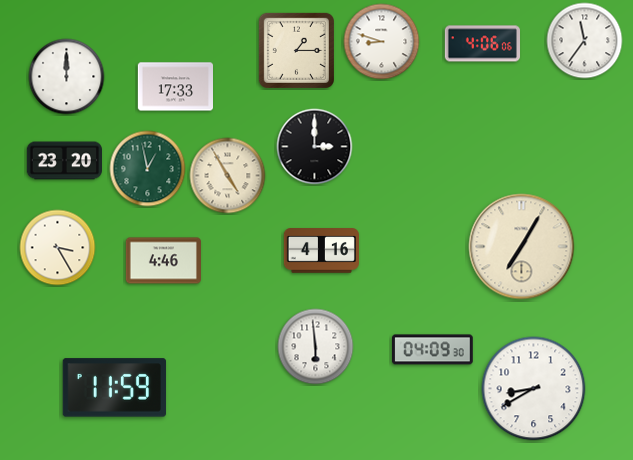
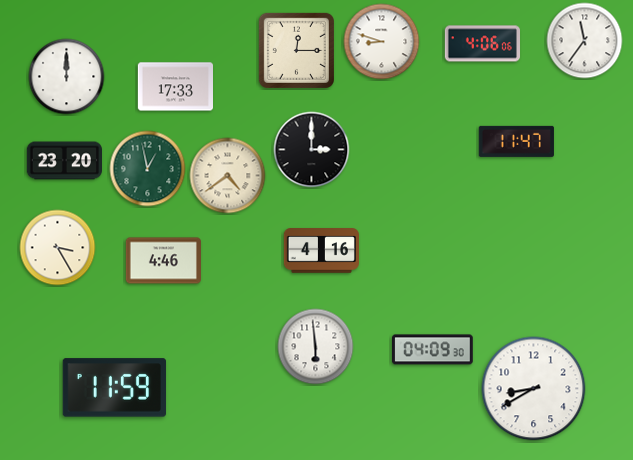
clock at (296, 50): 1:15 -> 12:15
clock at (516, 141): none -> 11:47
clock at (315, 147) position: (315, 147) -> (312, 150)
clock at (228, 176): 4:55 -> 4:39
clock at (522, 247): 7:05 -> none
